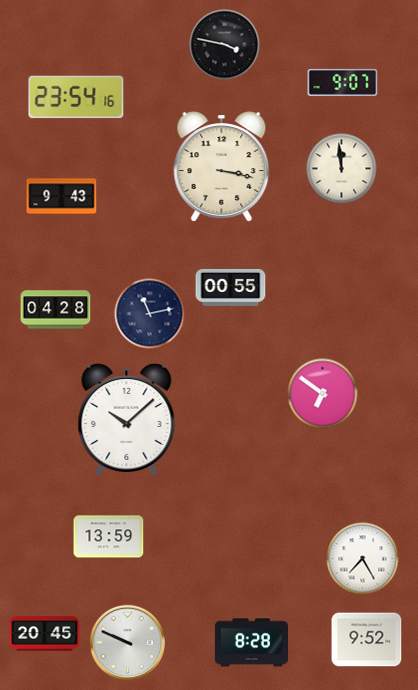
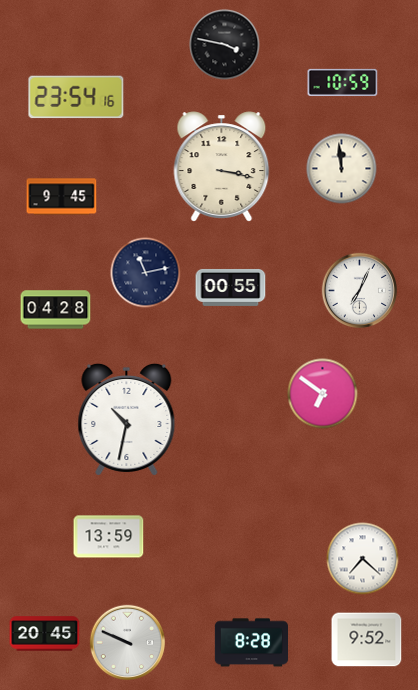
clock at (343, 82): 9:07 -> 10:59
clock at (62, 197): 9:43 -> 9:45
clock at (360, 291): none -> 7:04
clock at (150, 314) position: (150, 314) -> (146, 273)
clock at (127, 419): 10:08 -> 10:32
clock at (363, 559): 7:25 -> 7:22
